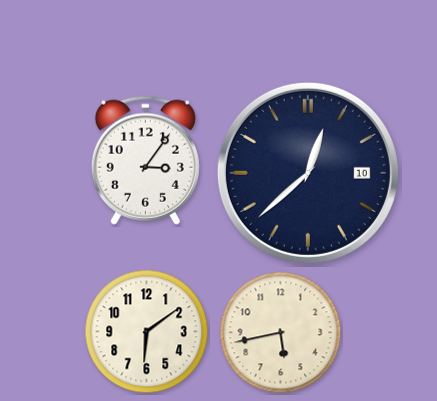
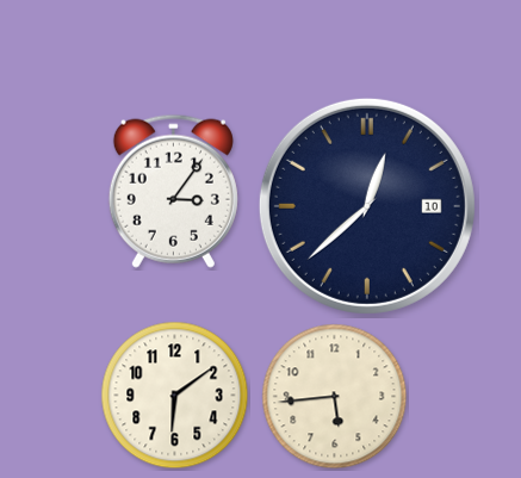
clock at (281, 333): 5:43 -> 5:44
